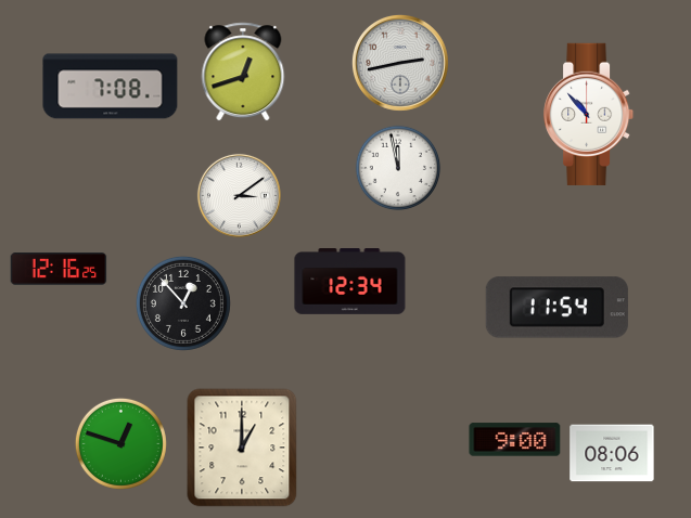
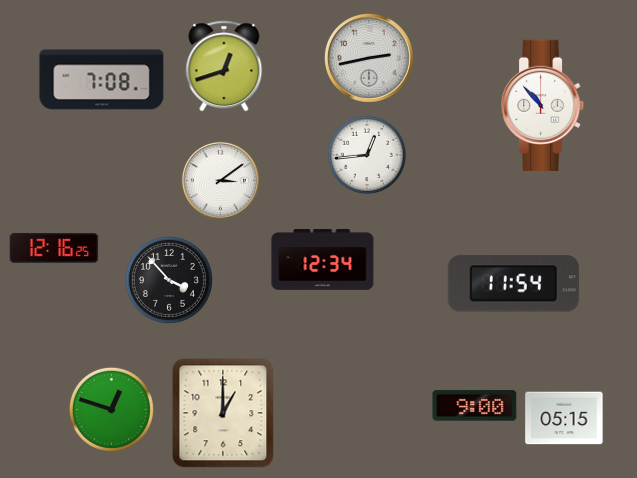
clock at (398, 168): 11:58 -> 12:44
clock at (183, 303): 12:53 -> 3:53
clock at (612, 453): 08:06 -> 05:15
